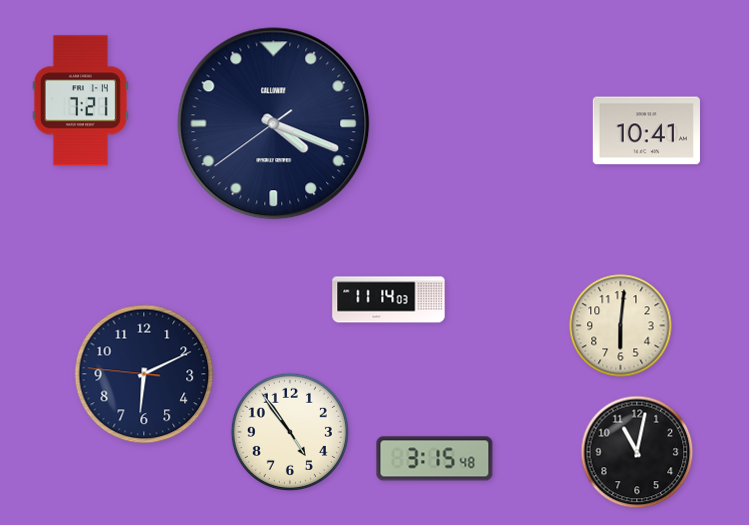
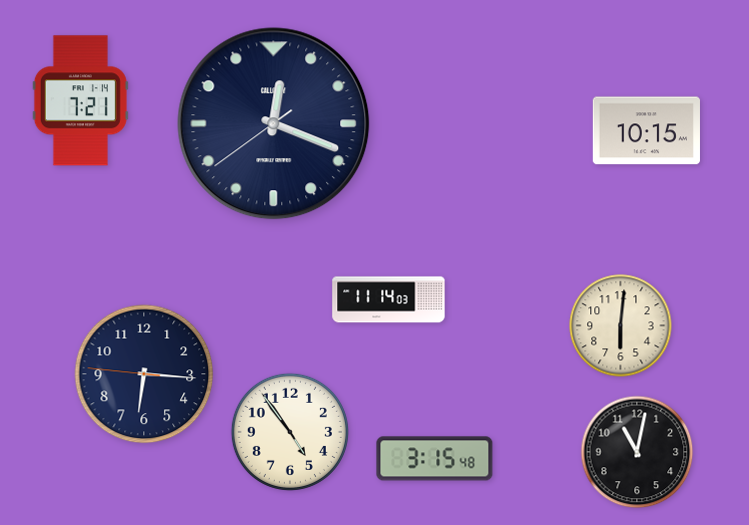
clock at (274, 124): 4:18 -> 12:18
clock at (646, 131): 10:41 -> 10:15
clock at (144, 374): 6:10 -> 6:15
